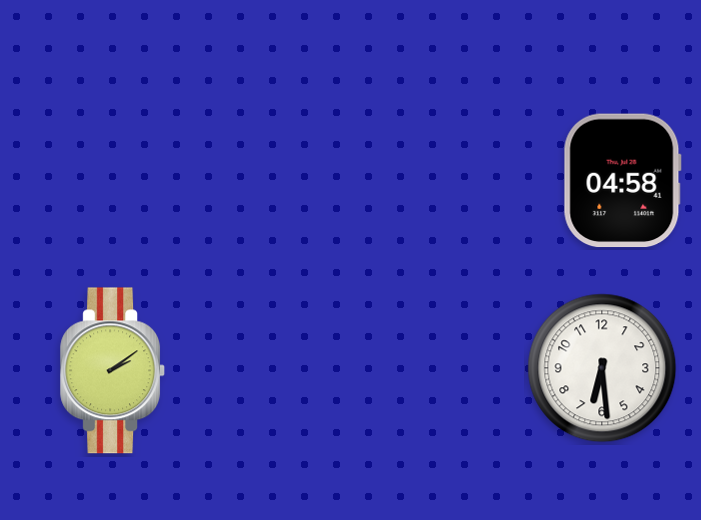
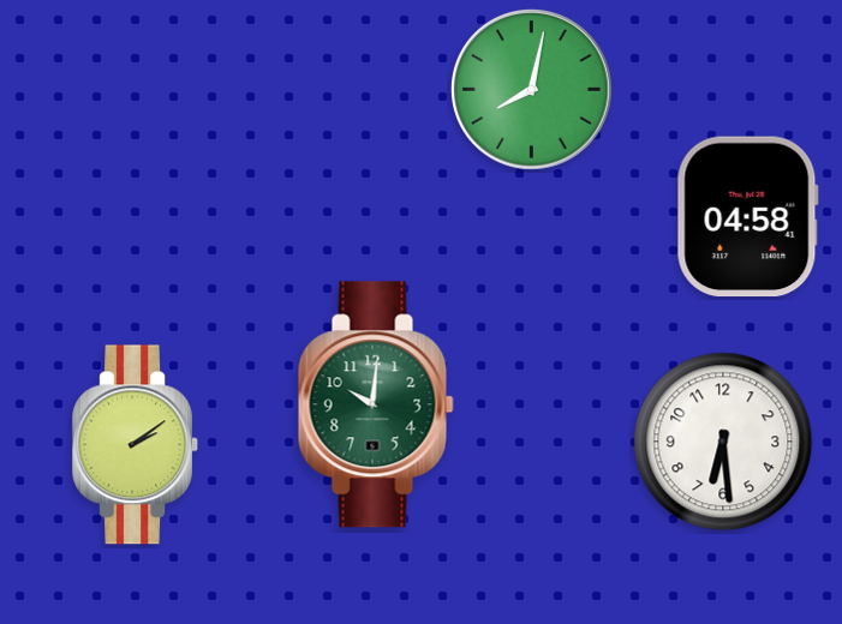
clock at (531, 89): none -> 8:02
clock at (376, 404): none -> 10:01
